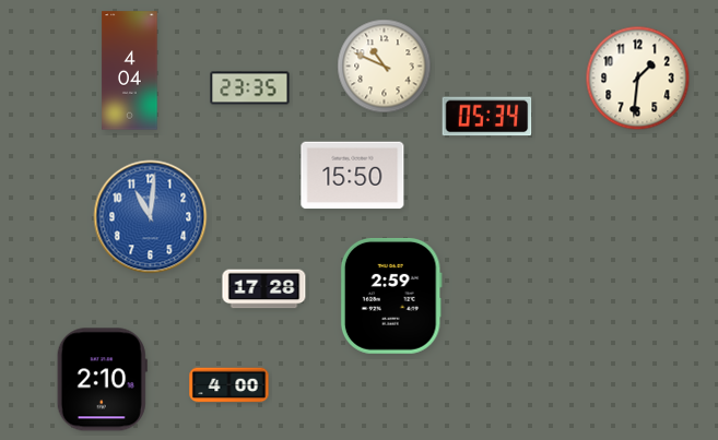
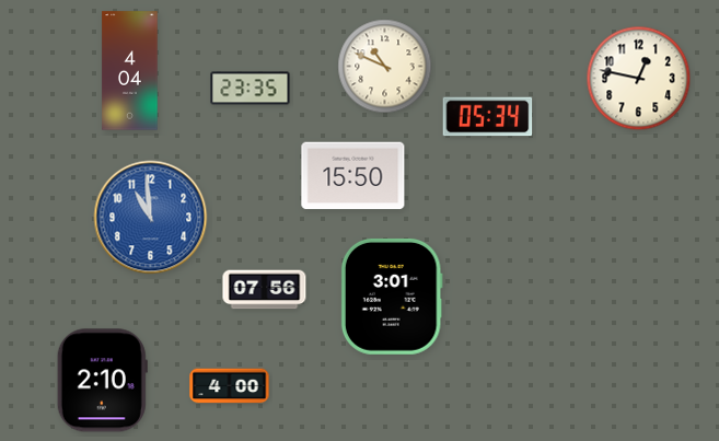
clock at (638, 79): 1:31 -> 12:47
clock at (151, 217): 11:01 -> 10:59
clock at (264, 289): 17:28 -> 07:56
clock at (391, 296): 2:59 -> 3:01
